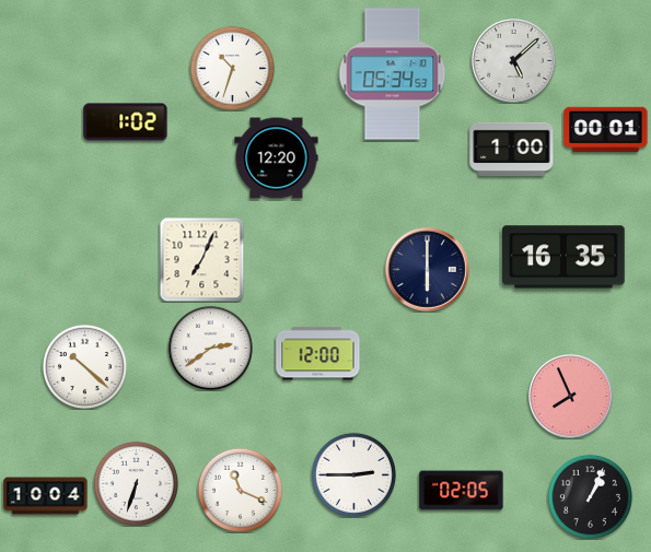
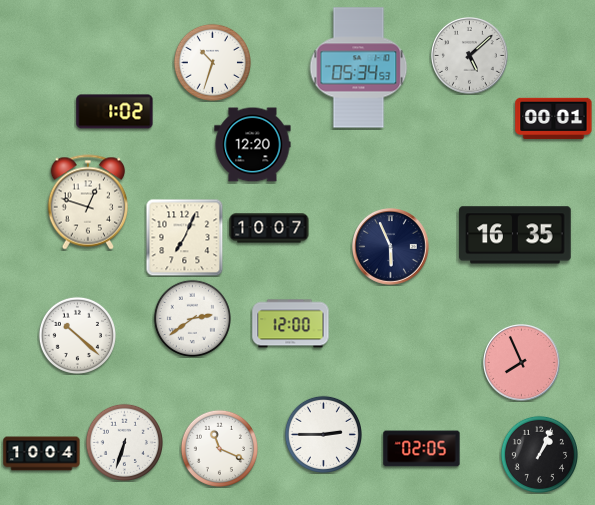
clock at (512, 149): 1:00 -> none
clock at (87, 202): none -> 12:48
clock at (269, 228): none -> 10:07
clock at (428, 270): 6:00 -> 5:56
